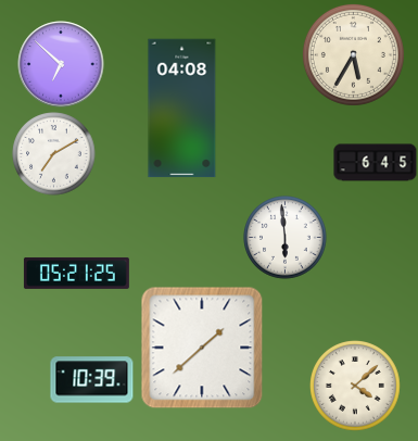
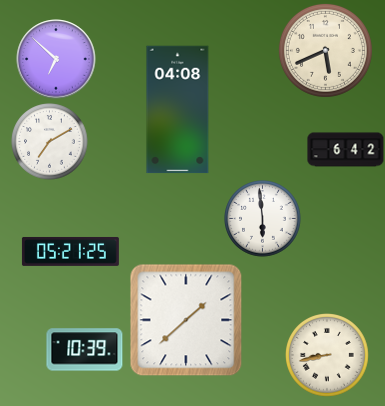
clock at (353, 54): 5:35 -> 5:41
clock at (182, 109) position: (182, 109) -> (178, 110)
clock at (376, 163): 6:45 -> 6:42
clock at (356, 387): 4:08 -> 8:43
